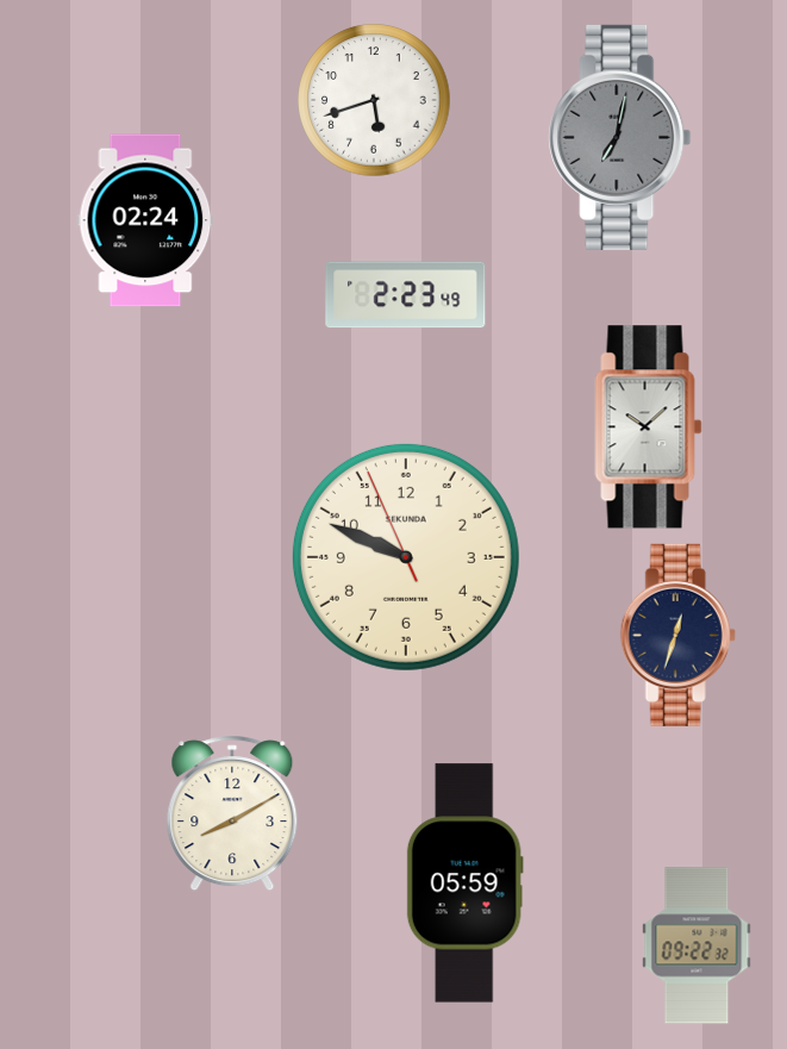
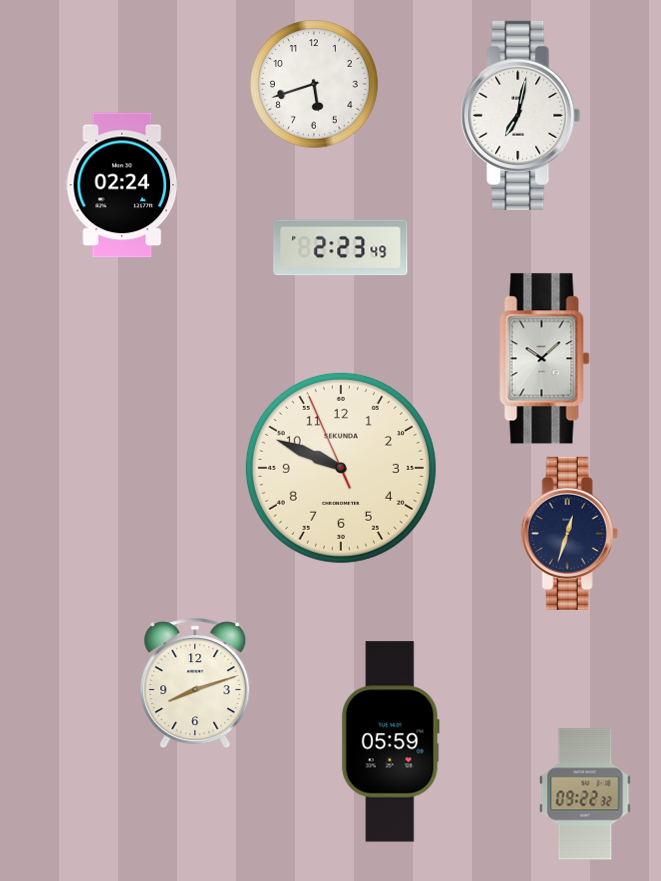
clock at (620, 137) dial: grey -> white
clock at (232, 813): 8:10 -> 8:12
